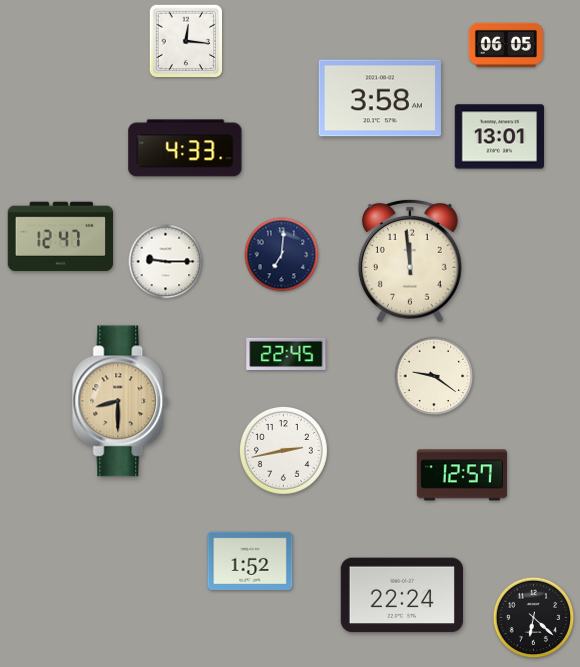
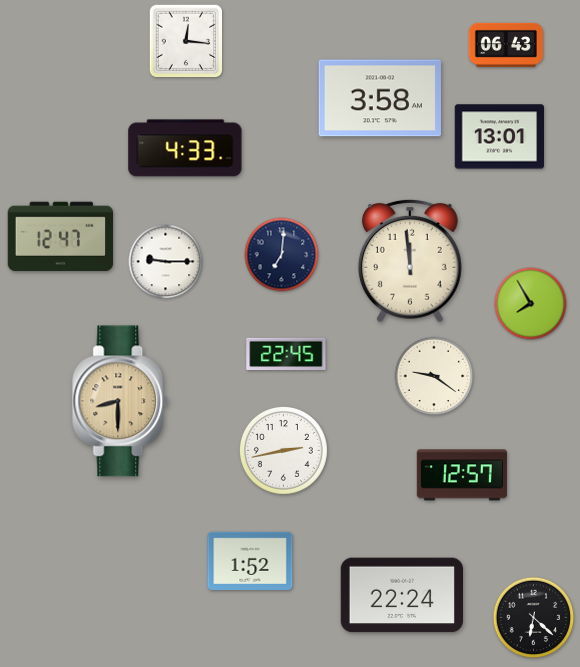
clock at (506, 45): 06:05 -> 06:43
clock at (531, 304): none -> 7:55
